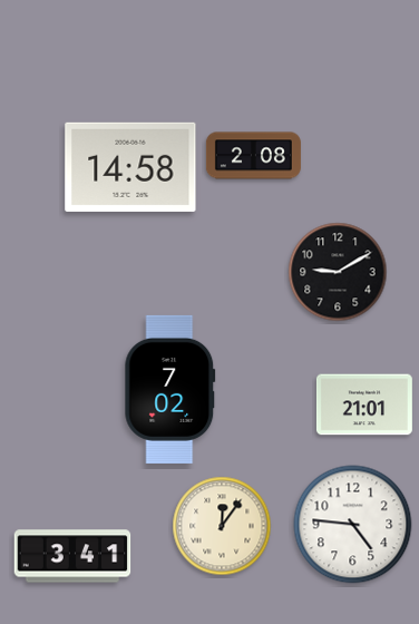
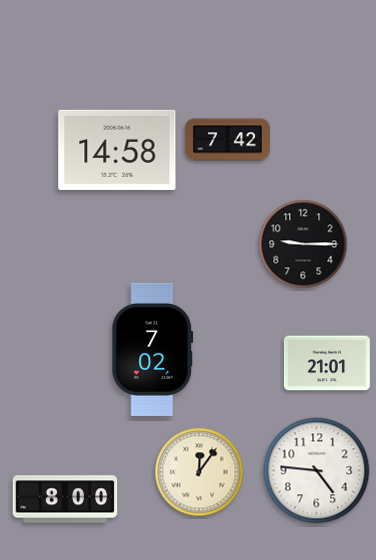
clock at (253, 156): 2:08 -> 7:42
clock at (338, 272): 9:10 -> 9:15
clock at (72, 556): 3:41 -> 8:00
